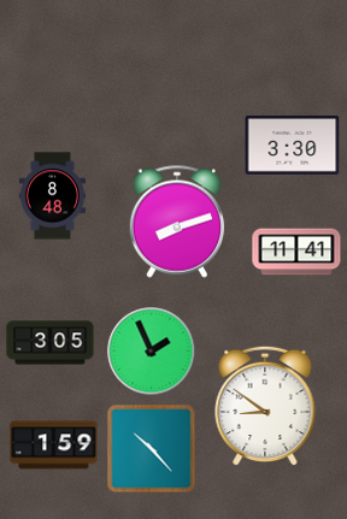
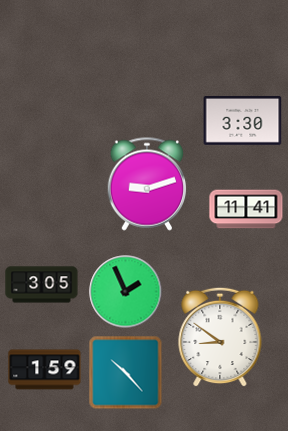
clock at (52, 196): 8:48 -> none
clock at (177, 222): 8:12 -> 9:12
